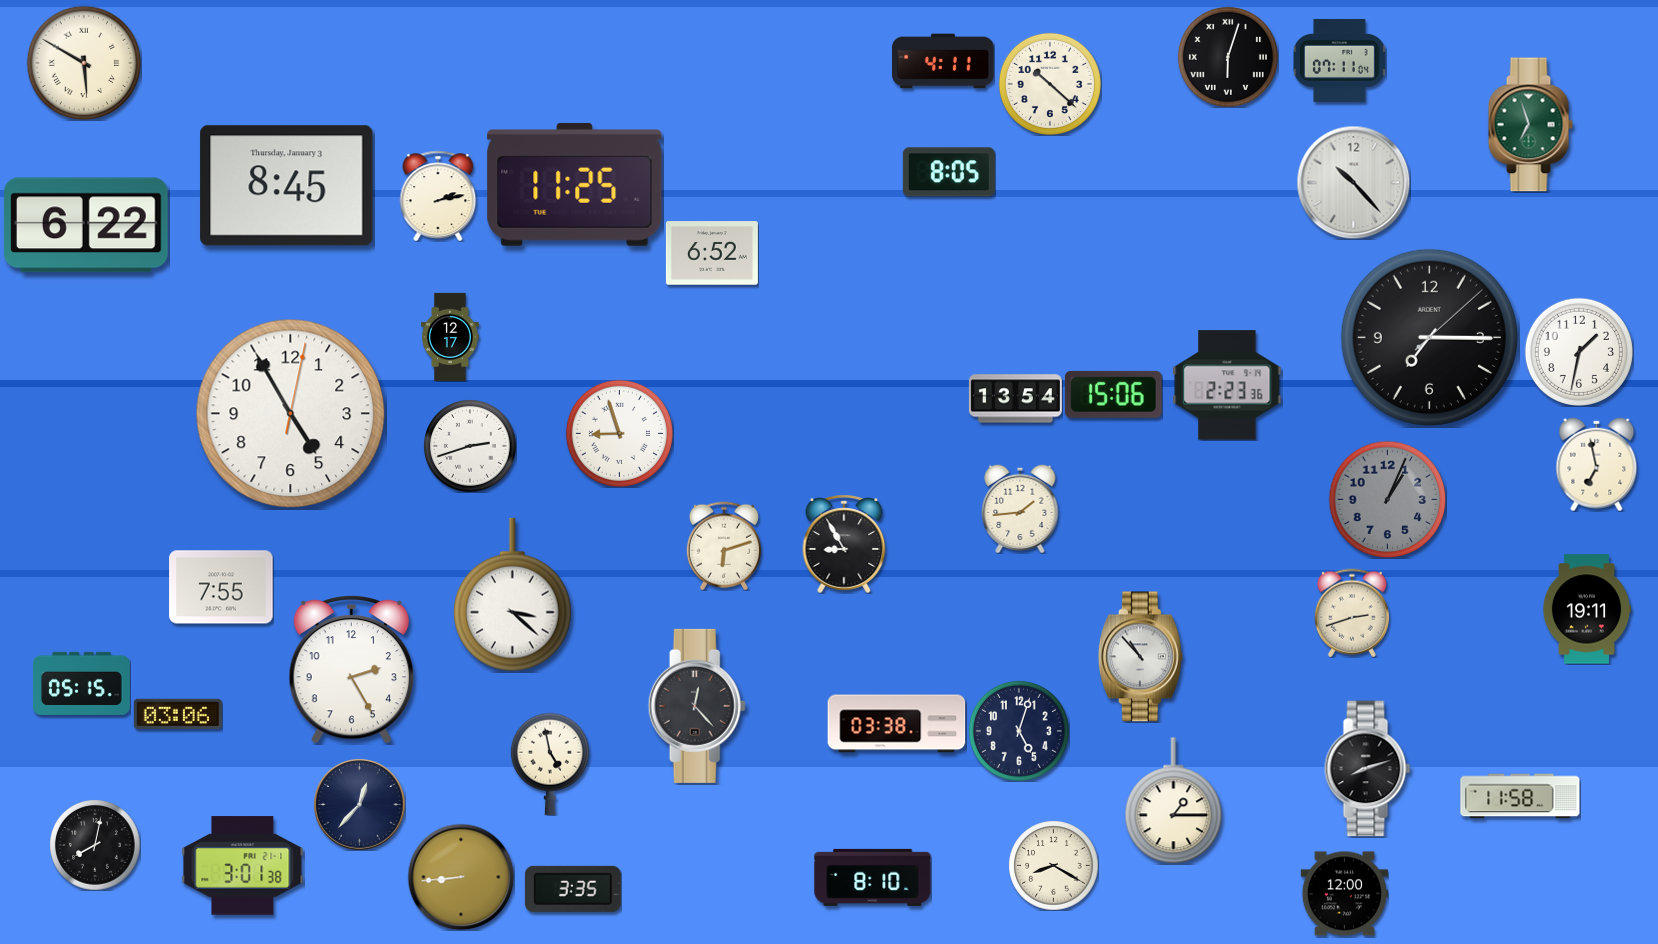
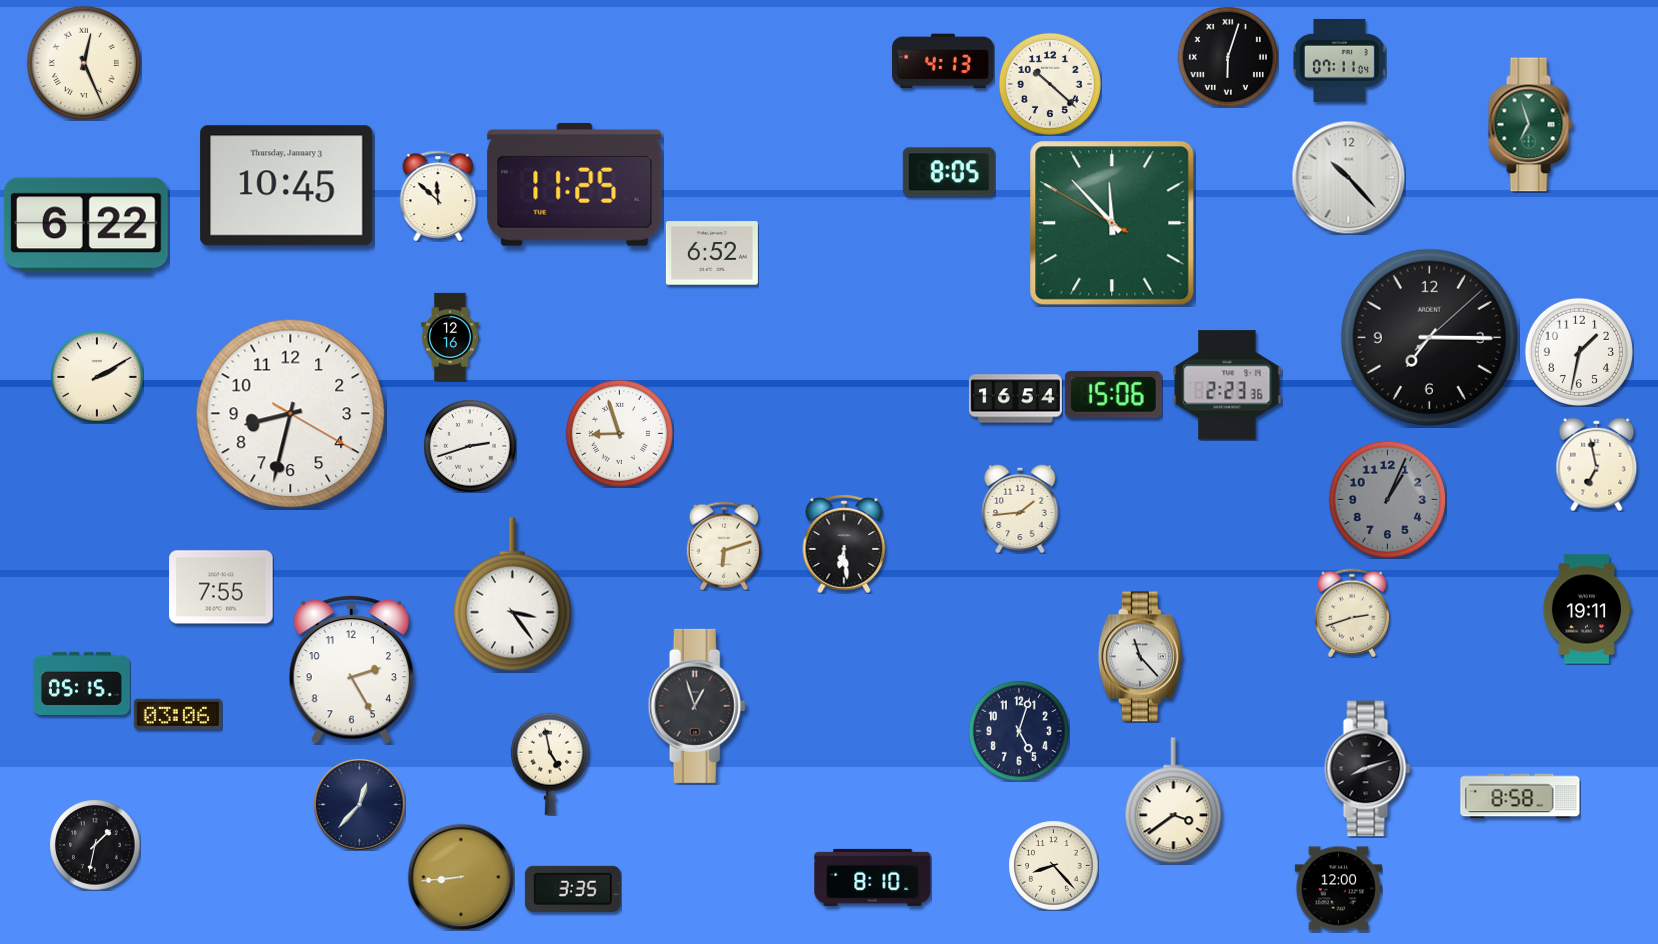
clock at (943, 61): 4:11 -> 4:13
clock at (84, 63): 5:50 -> 12:26
clock at (1353, 182) position: (1353, 182) -> (1348, 177)
clock at (287, 186): 8:45 -> 10:45
clock at (438, 196): 2:13 -> 11:52
clock at (1112, 223): none -> 11:52
clock at (451, 336): 12:17 -> 12:16
clock at (97, 377): none -> 2:10
clock at (1015, 399): 13:54 -> 16:54
clock at (291, 414): 4:55 -> 8:32
clock at (844, 544): 8:55 -> 6:29
clock at (513, 595): 3:22 -> 3:24
clock at (1140, 657): 10:53 -> 11:23
clock at (697, 706): 12:23 -> 12:57
clock at (897, 724): 03:38 -> none
clock at (1520, 796): 11:58 -> 8:58
clock at (1174, 801): 1:15 -> 3:39
clock at (95, 845): 8:02 -> 1:32
clock at (1053, 865): 8:20 -> 8:23
clock at (243, 866): 3:01 -> none
clock at (1344, 894) position: (1344, 894) -> (1338, 889)
